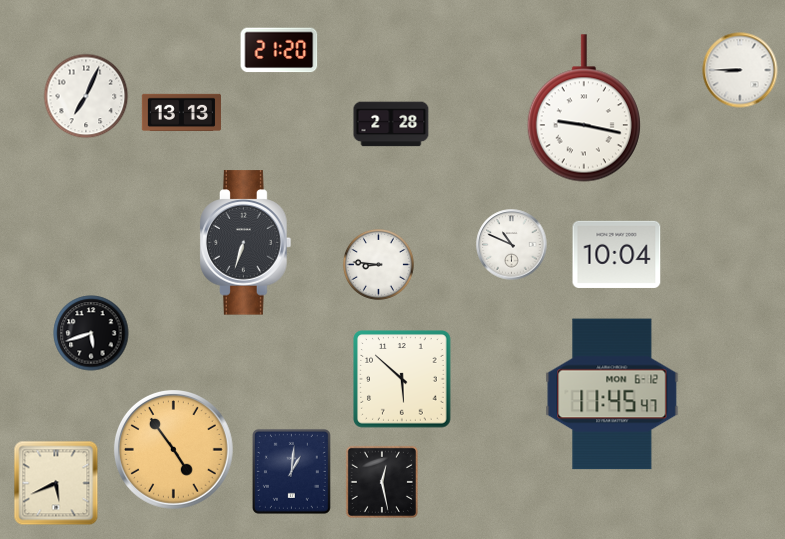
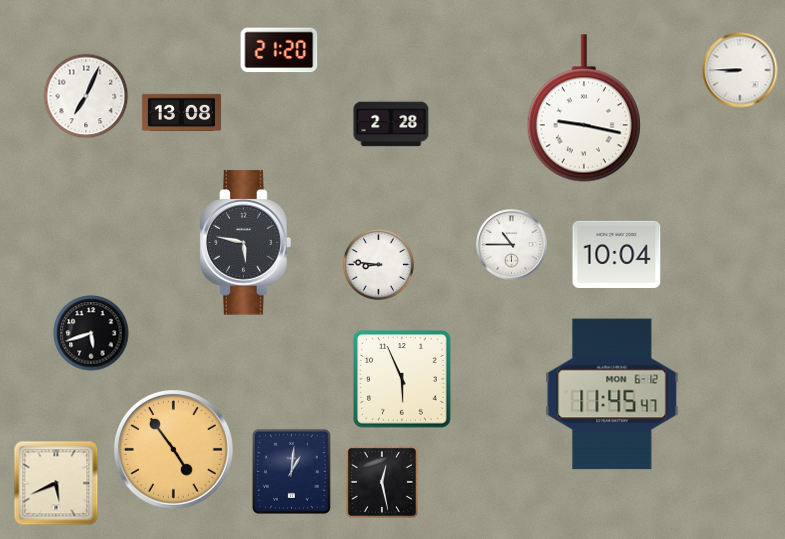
clock at (181, 112): 13:13 -> 13:08
clock at (246, 243): 6:33 -> 5:47
clock at (512, 245): 10:49 -> 10:45
clock at (402, 379): 5:52 -> 5:56
